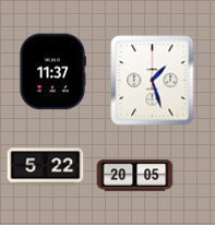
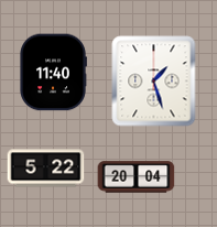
clock at (52, 72): 11:37 -> 11:40
clock at (135, 176): 20:05 -> 20:04
